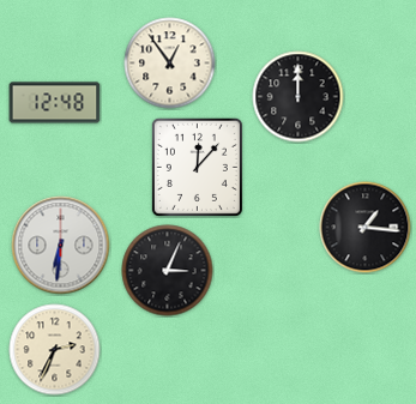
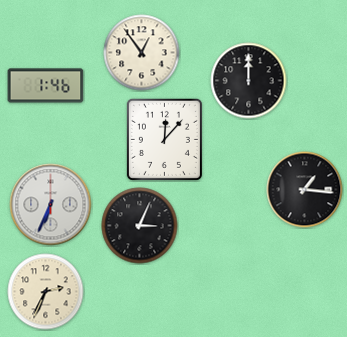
clock at (55, 103): 12:48 -> 1:46
clock at (61, 246): 6:31 -> 6:34
